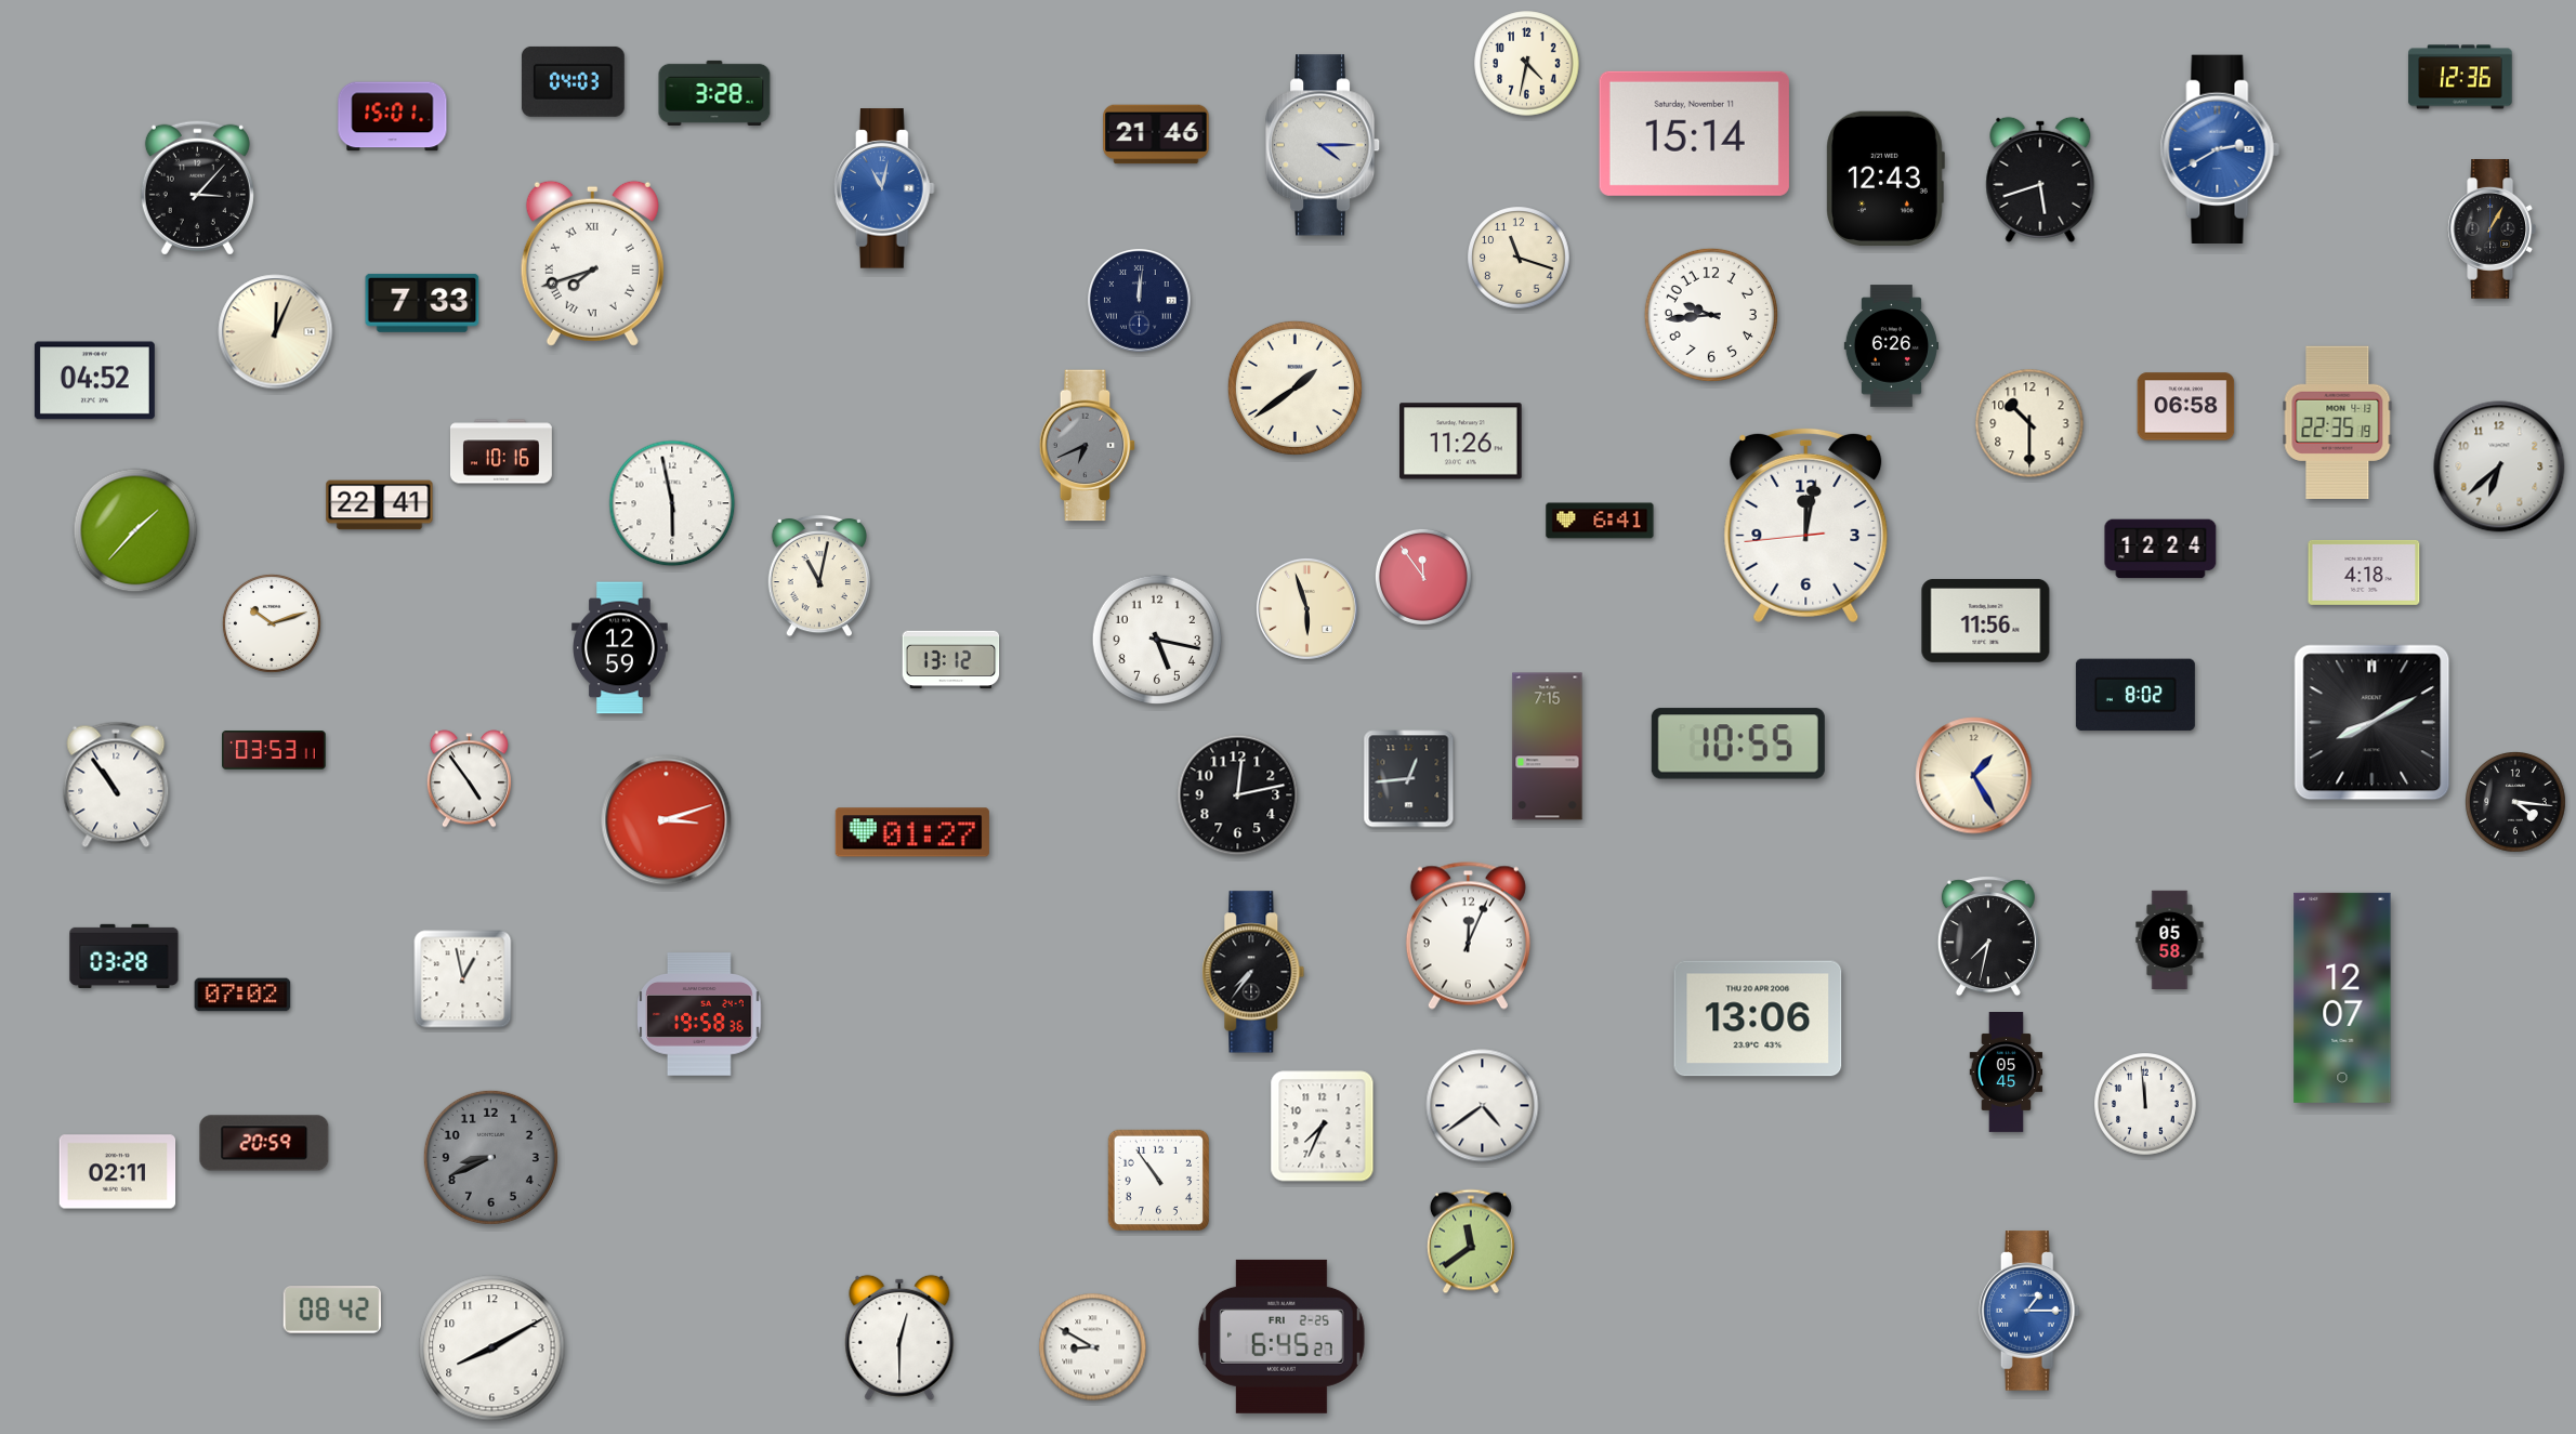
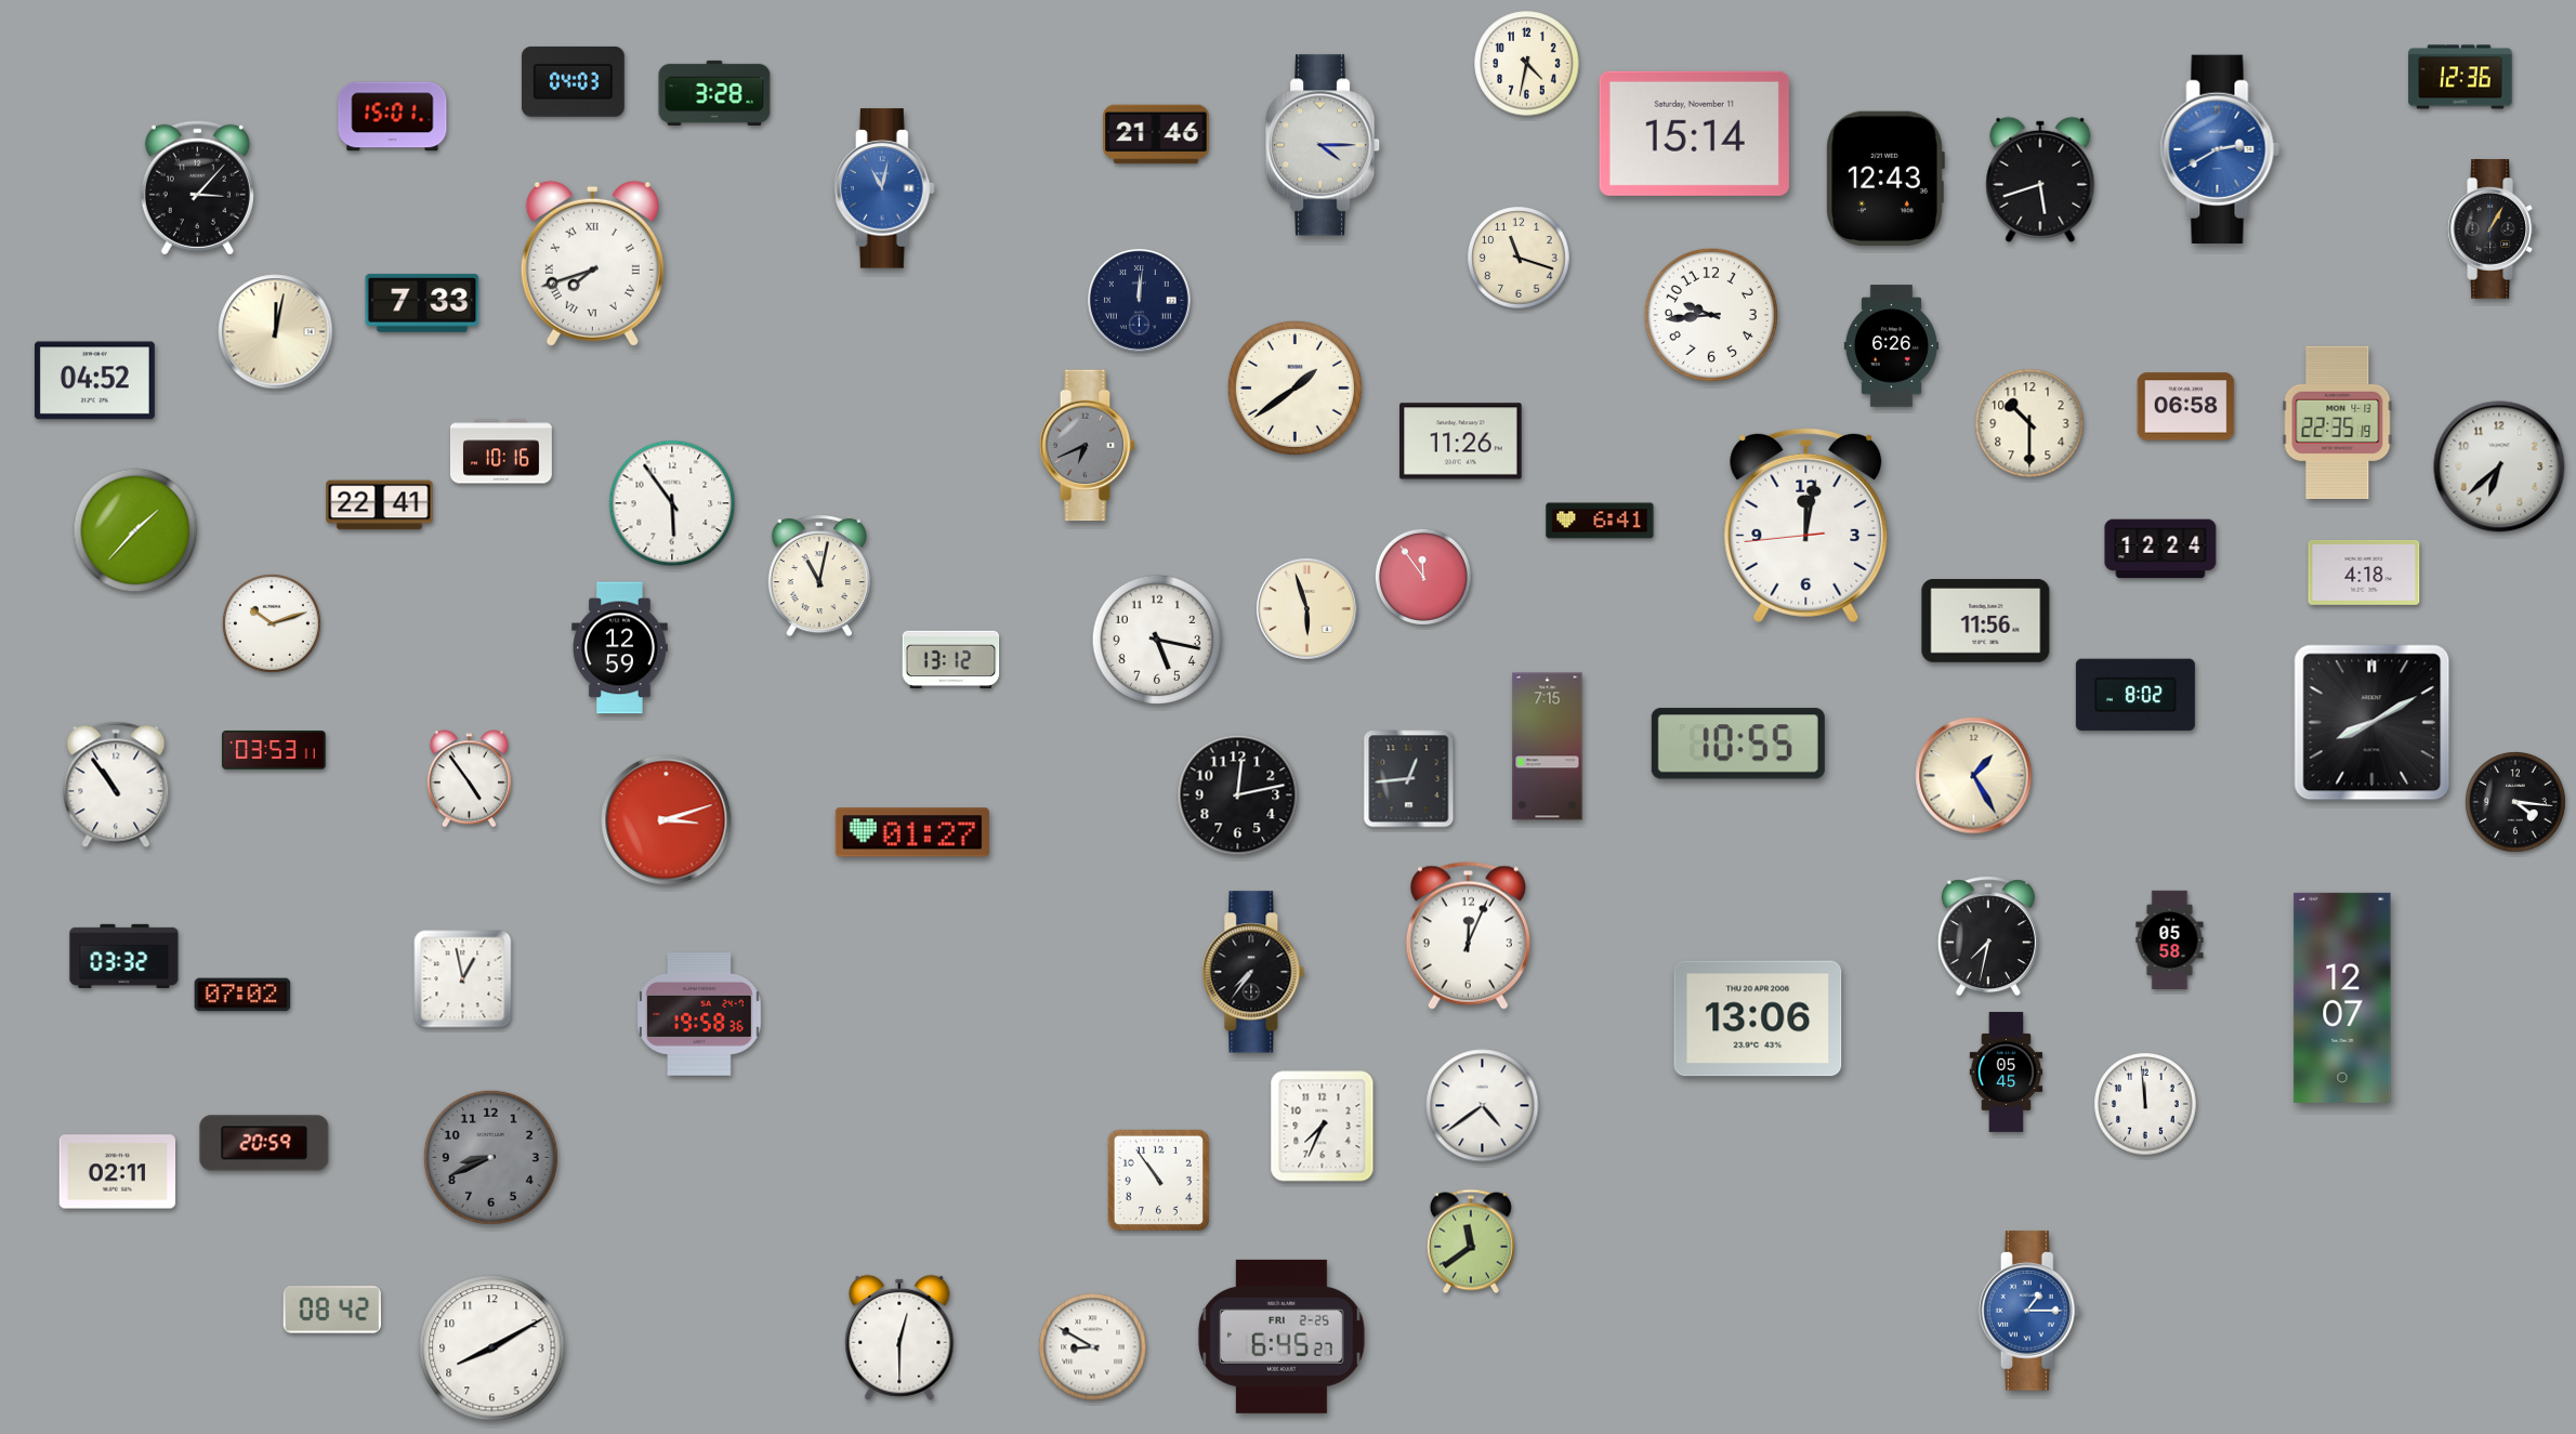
clock at (276, 332): 12:04 -> 12:02
clock at (672, 503): 5:58 -> 5:54
clock at (124, 956): 03:28 -> 03:32
